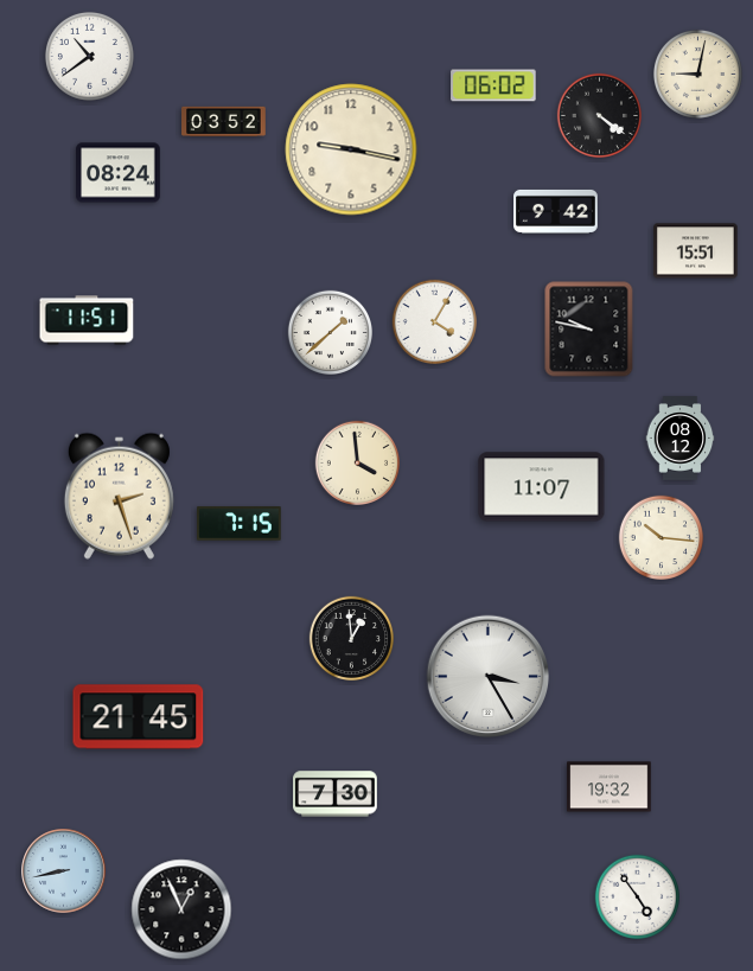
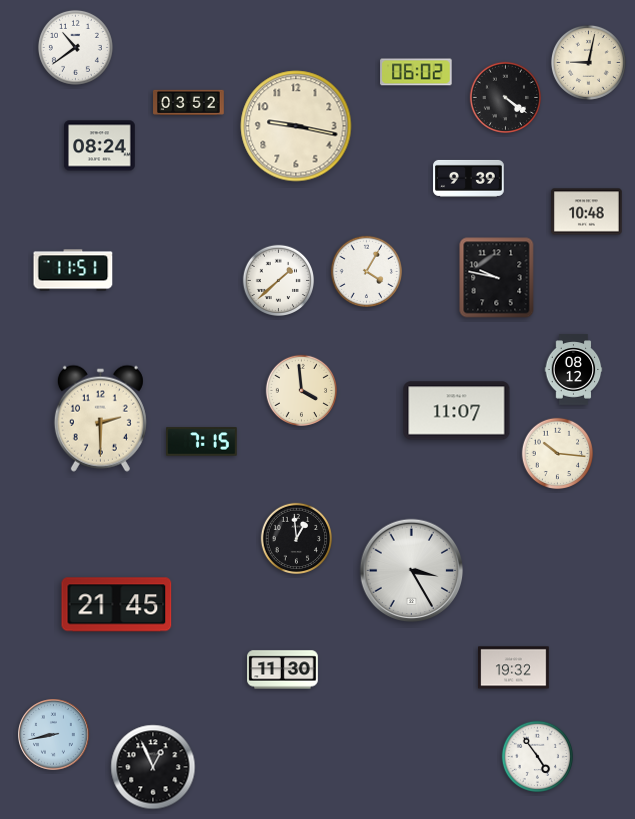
clock at (556, 211): 9:42 -> 9:39
clock at (696, 251): 15:51 -> 10:48
clock at (119, 496): 2:27 -> 2:30
clock at (610, 787) position: (610, 787) -> (514, 668)
clock at (336, 794): 7:30 -> 11:30
